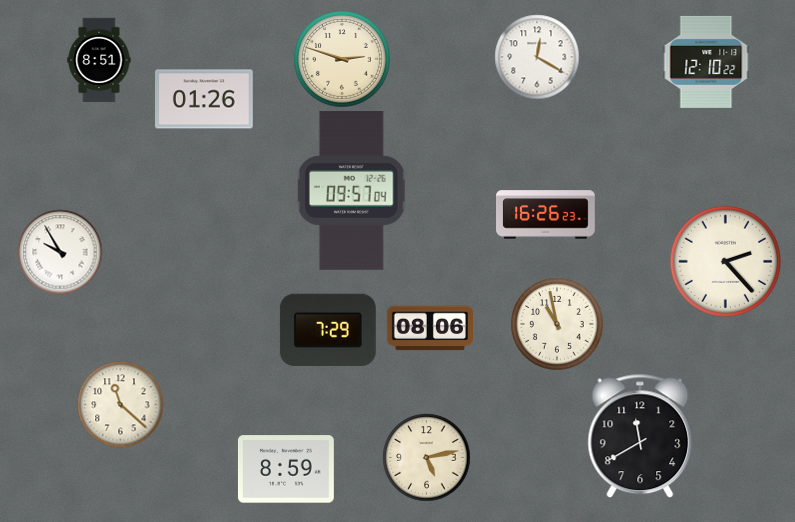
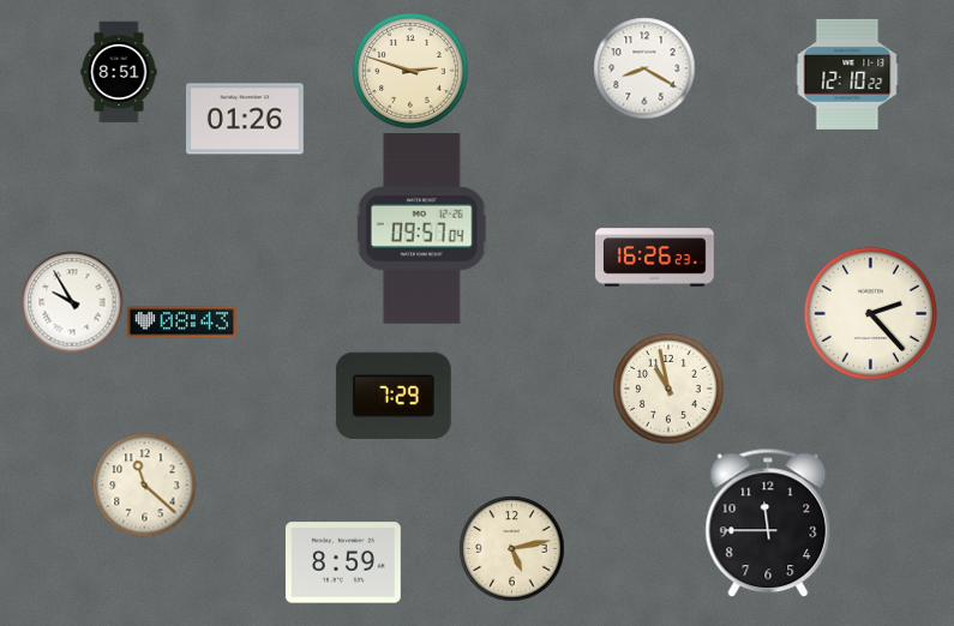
clock at (537, 57): 12:20 -> 8:20
clock at (181, 323): none -> 08:43
clock at (429, 328): 08:06 -> none
clock at (640, 436): 11:40 -> 11:45
